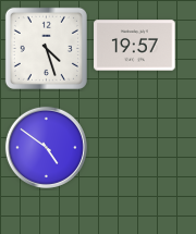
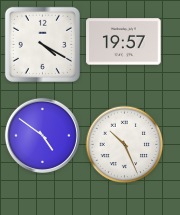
clock at (46, 48): 4:27 -> 4:20
clock at (125, 145): none -> 10:26
